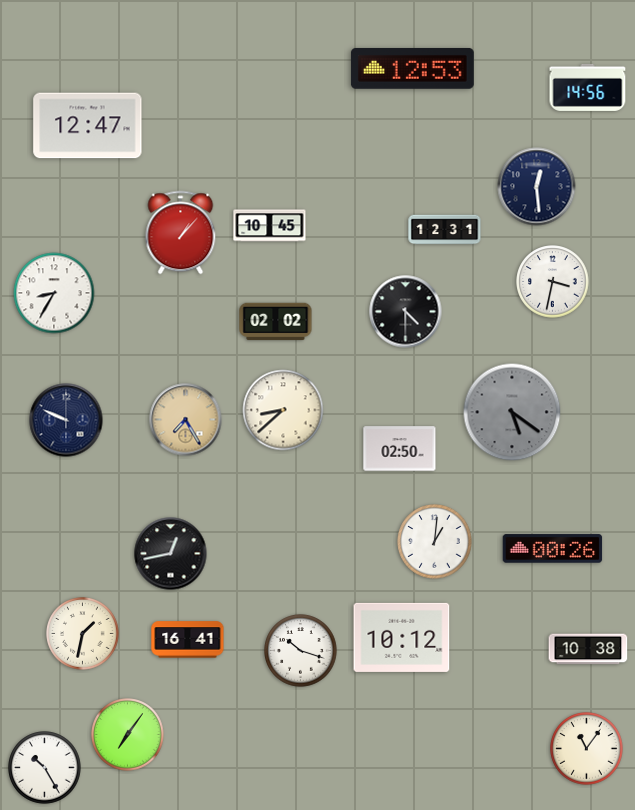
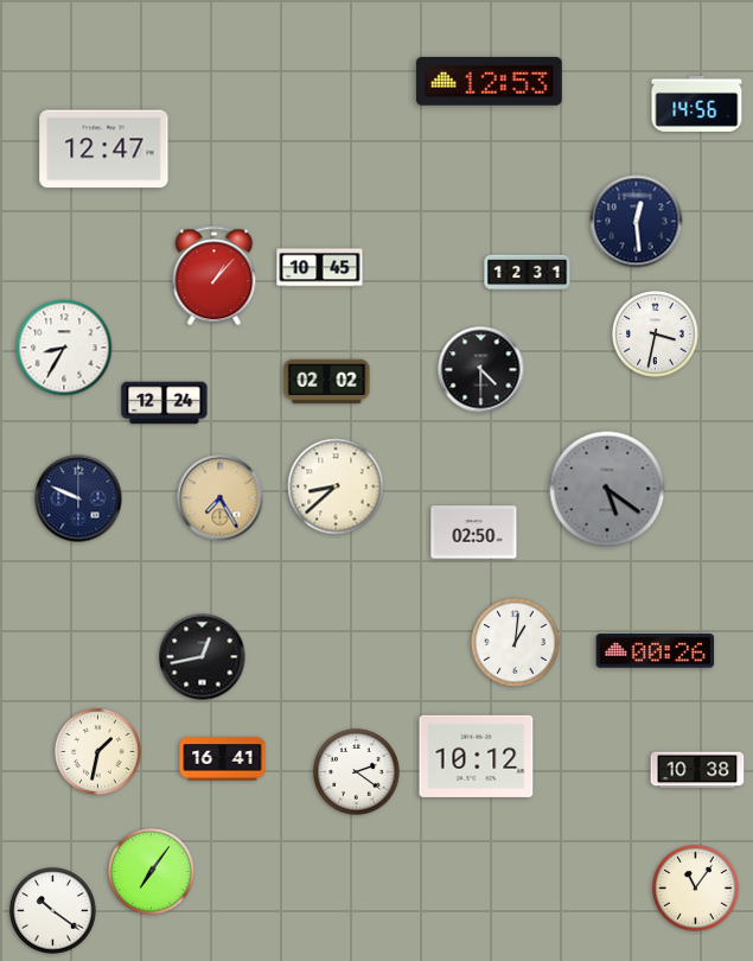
clock at (165, 403): none -> 12:24
clock at (301, 651): 10:18 -> 2:21
clock at (45, 768): 10:25 -> 10:21
